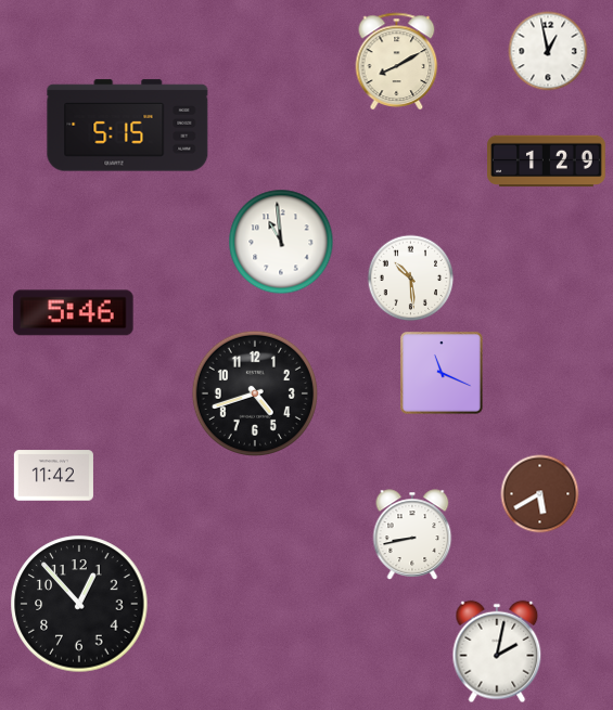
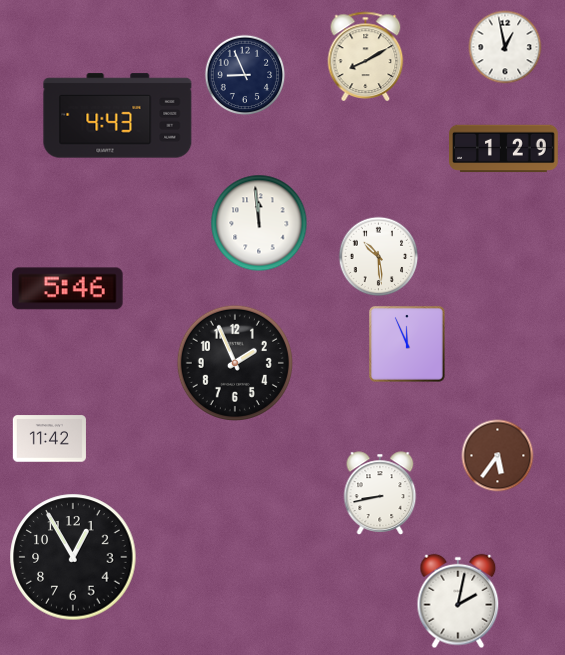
clock at (245, 75): none -> 8:56
clock at (128, 126): 5:15 -> 4:43
clock at (281, 242): 10:59 -> 11:59
clock at (443, 374): 11:19 -> 11:56
clock at (255, 393): 4:42 -> 1:56
clock at (540, 494): 5:40 -> 5:36
clock at (79, 604): 12:53 -> 12:55
